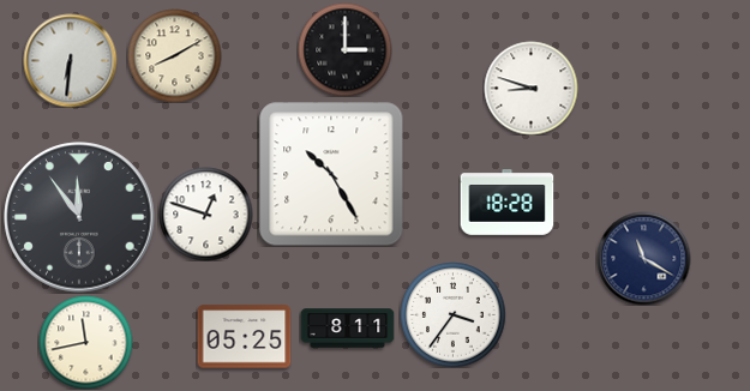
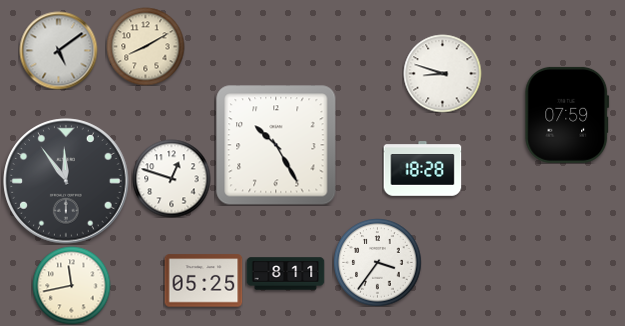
clock at (344, 49): 3:00 -> none
clock at (70, 60): 6:31 -> 5:09
clock at (567, 115): none -> 07:59
clock at (643, 258): 11:20 -> none
clock at (347, 329) position: (347, 329) -> (285, 274)
